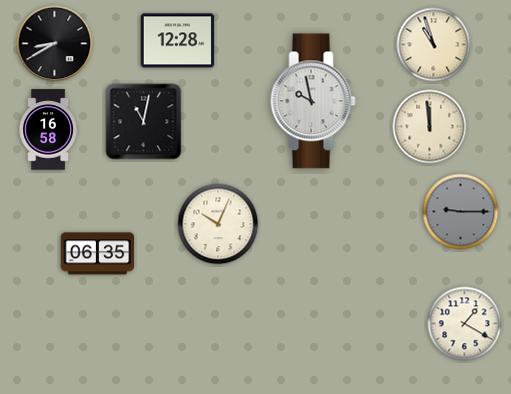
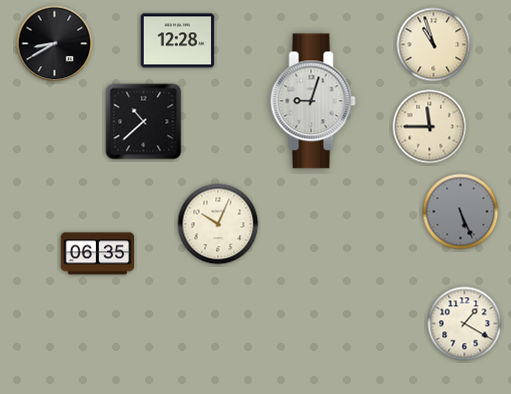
clock at (313, 101): 9:58 -> 9:03
clock at (144, 122): 11:02 -> 10:38
clock at (430, 127): 11:59 -> 11:45
clock at (48, 130): 16:58 -> none
clock at (461, 212): 9:15 -> 5:26
